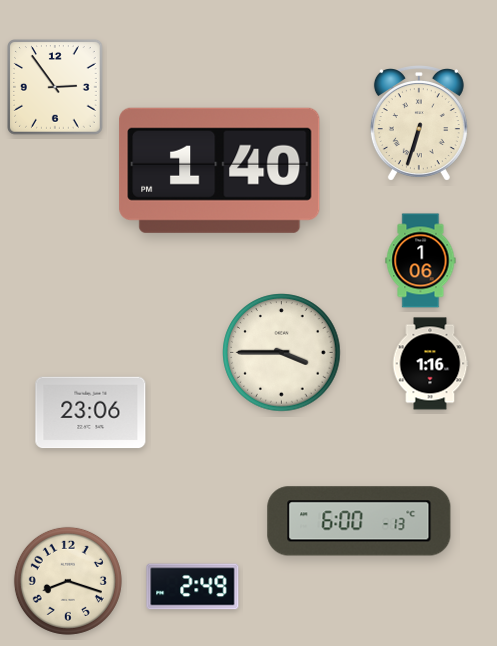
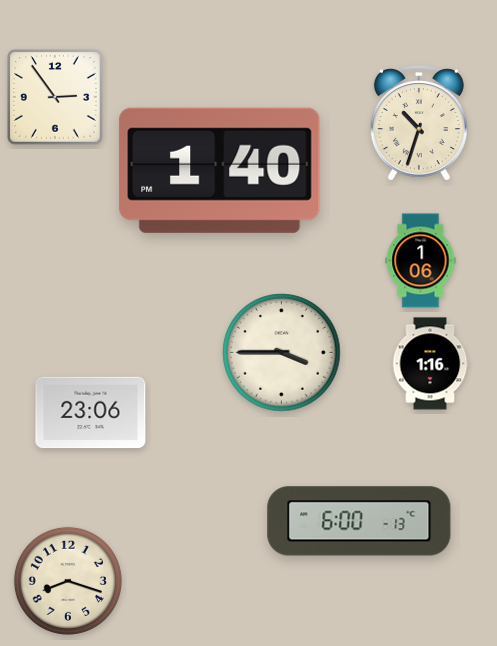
clock at (56, 88) position: (56, 88) -> (56, 98)
clock at (419, 123): 6:33 -> 10:33
clock at (193, 587): 2:49 -> none
